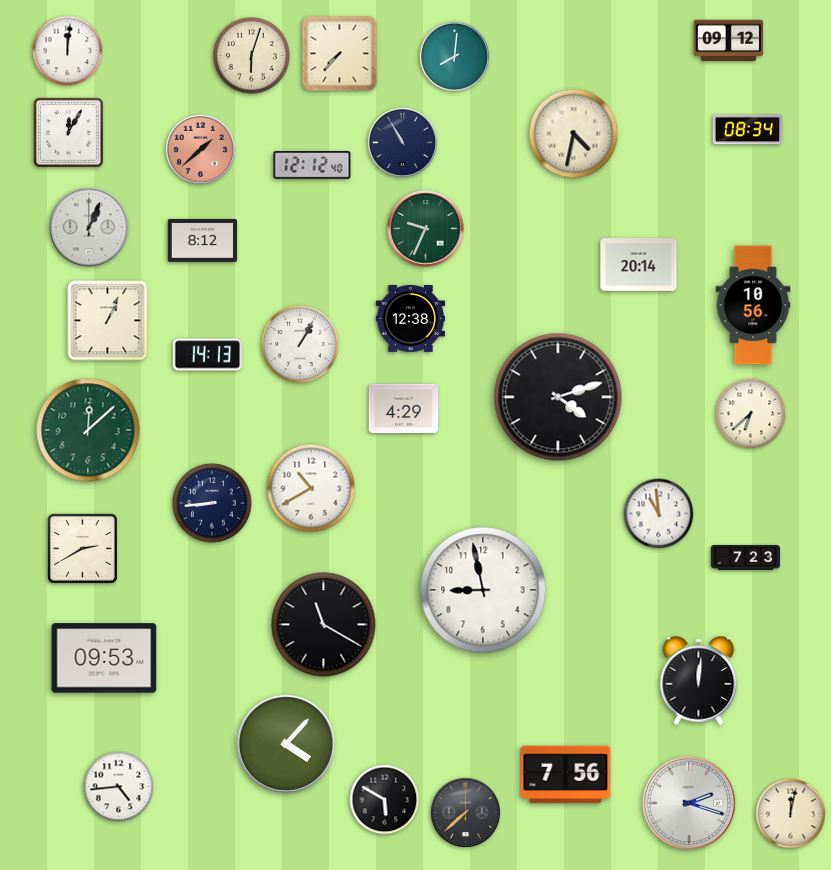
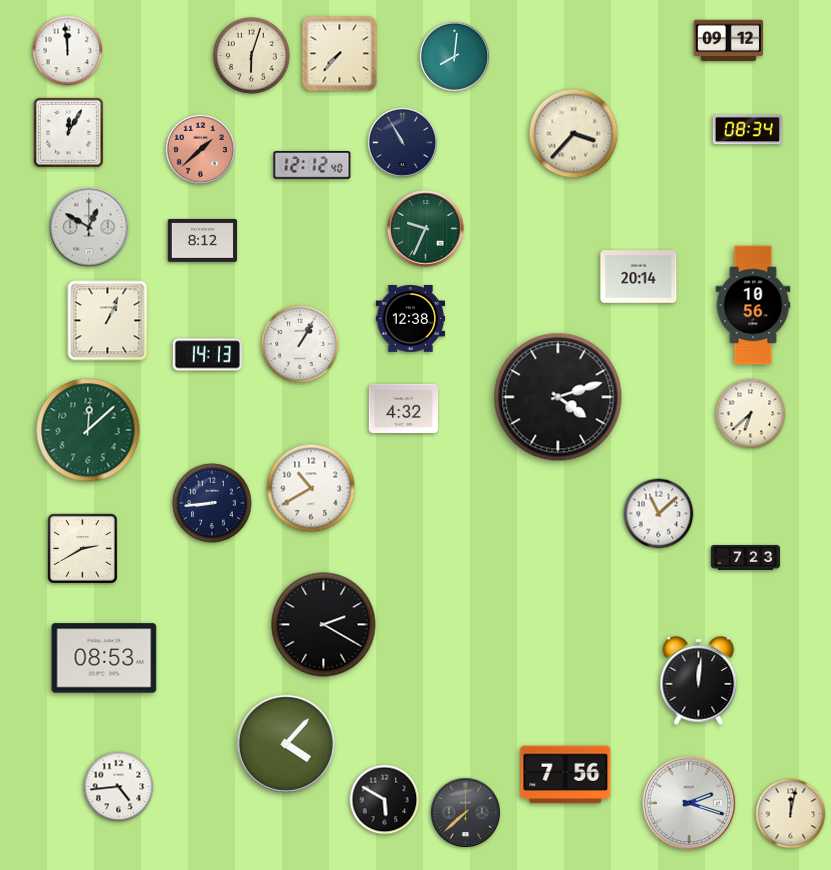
clock at (68, 51): 12:01 -> 11:59
clock at (574, 134): 4:32 -> 3:37
clock at (89, 227): 1:04 -> 12:50
clock at (639, 265) position: (639, 265) -> (639, 277)
clock at (404, 408): 4:29 -> 4:32
clock at (659, 514): 10:59 -> 11:08
clock at (483, 590): 8:58 -> none
clock at (324, 625): 11:20 -> 2:20
clock at (104, 658): 09:53 -> 08:53
